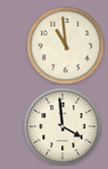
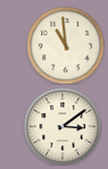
clock at (62, 126): 3:59 -> 3:09
